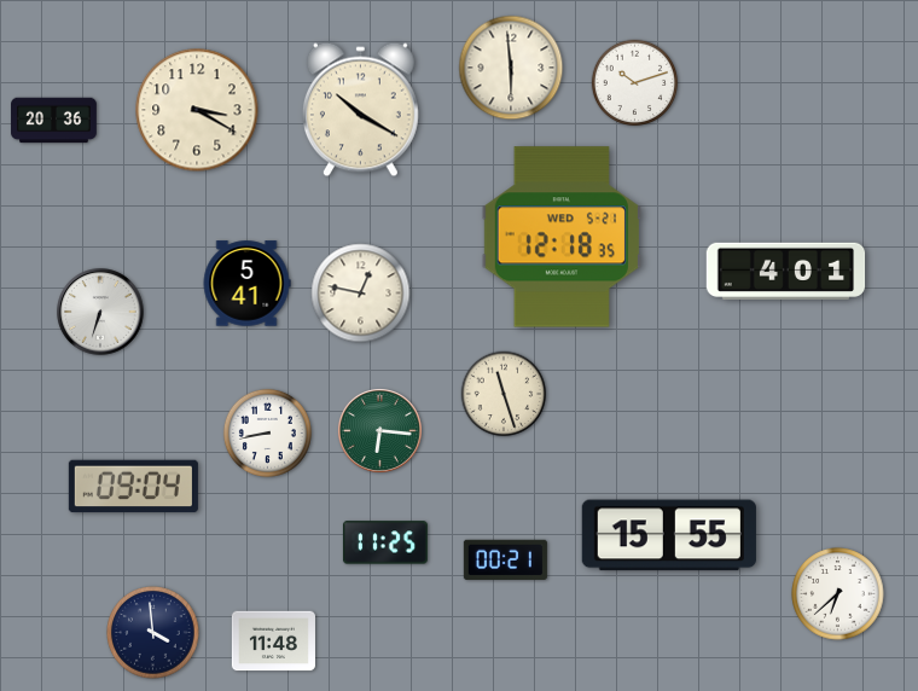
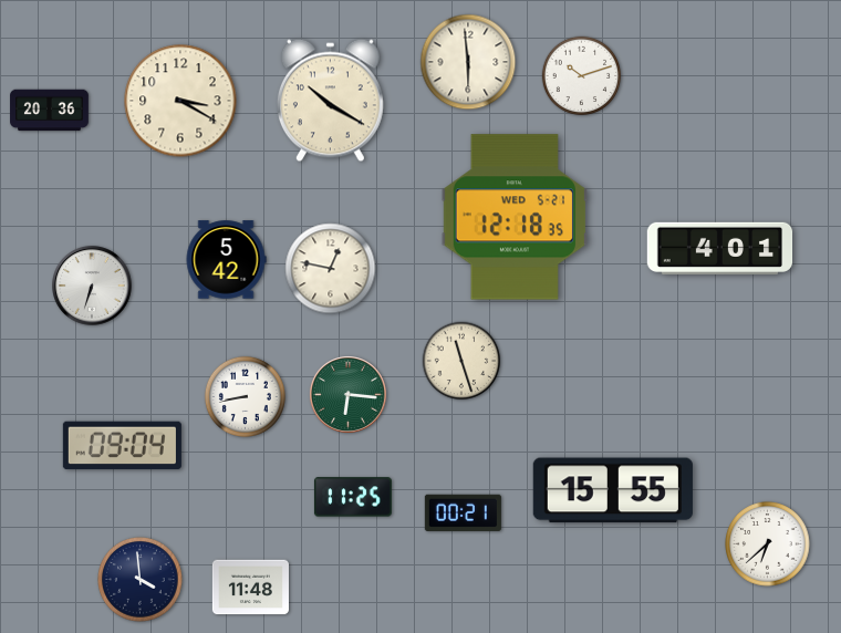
clock at (246, 284): 5:41 -> 5:42
